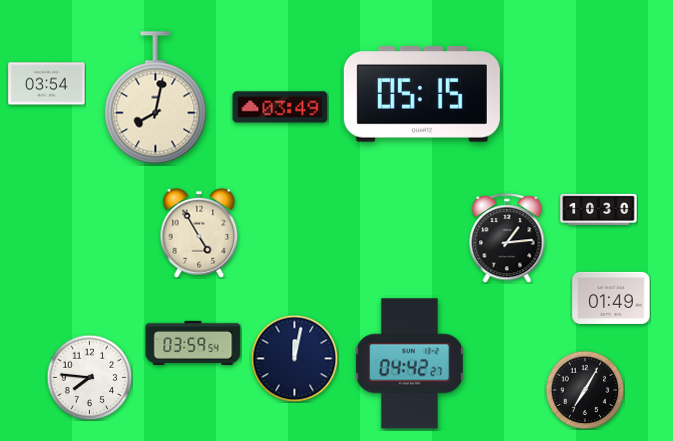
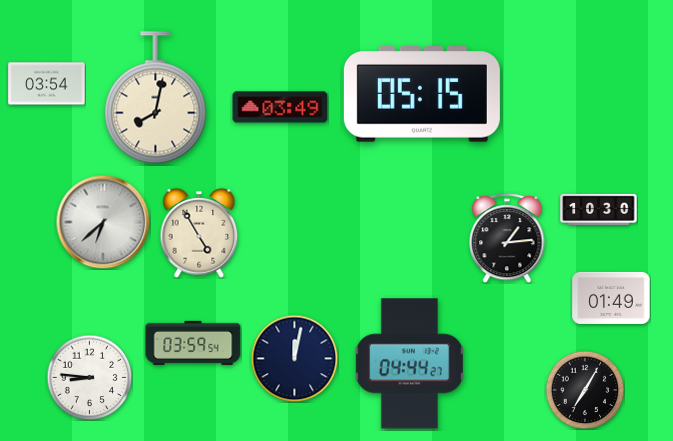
clock at (103, 222): none -> 6:38
clock at (409, 364): 04:42 -> 04:44
clock at (89, 377): 7:46 -> 8:46
